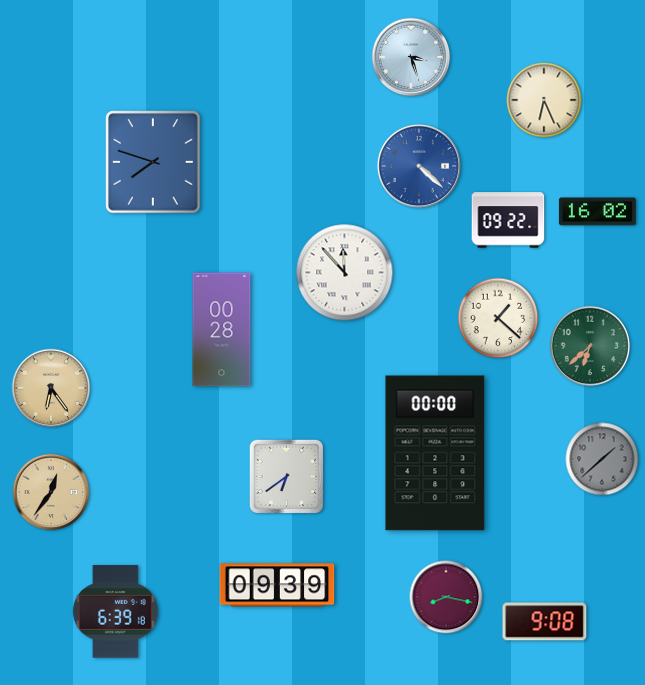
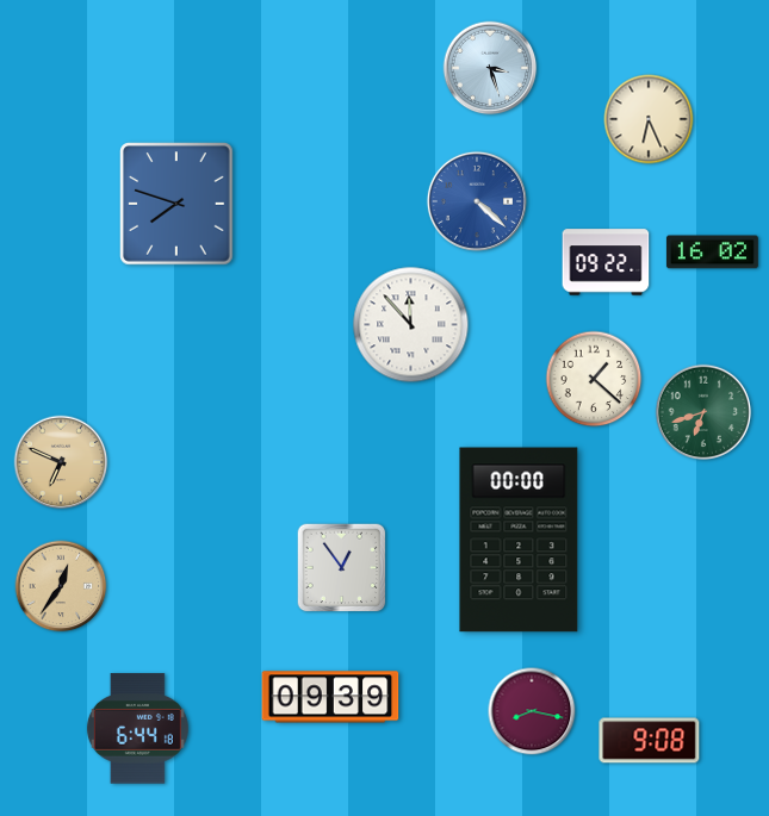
clock at (153, 162) position: (153, 162) -> (176, 204)
clock at (419, 166) position: (419, 166) -> (477, 201)
clock at (222, 330): 00:28 -> none
clock at (590, 346): 6:38 -> 6:42
clock at (51, 388): 6:24 -> 6:49
clock at (602, 459): 1:38 -> none
clock at (287, 477): 6:39 -> 12:54
clock at (115, 612): 6:39 -> 6:44
